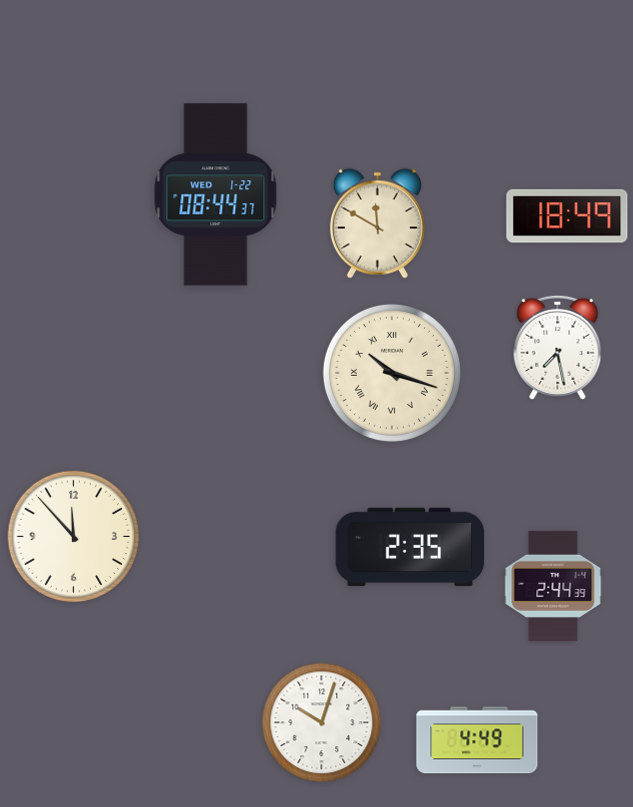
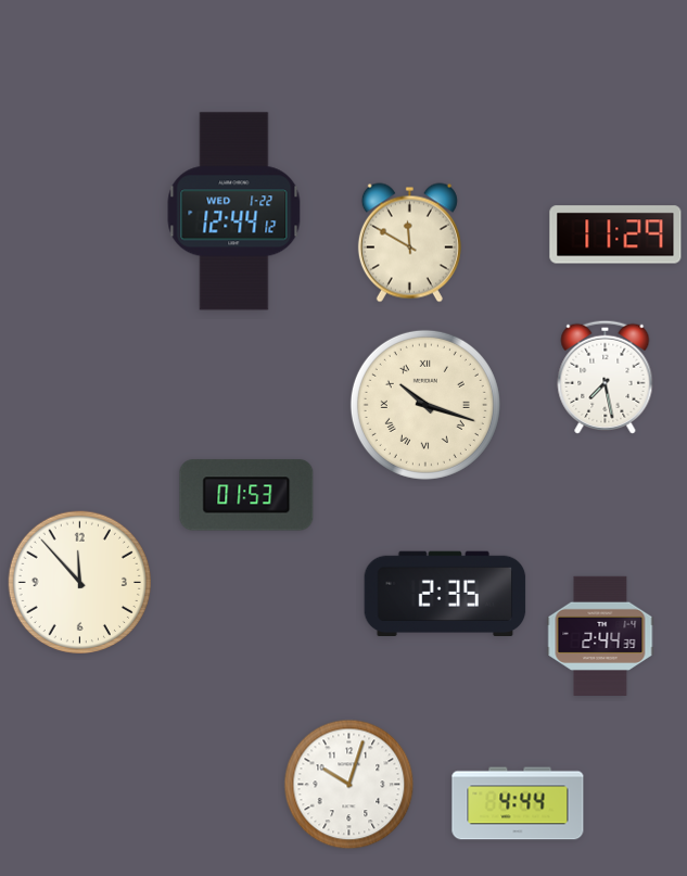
clock at (216, 195): 08:44 -> 12:44
clock at (567, 216): 18:49 -> 11:29
clock at (246, 495): none -> 01:53
clock at (477, 740): 4:49 -> 4:44
